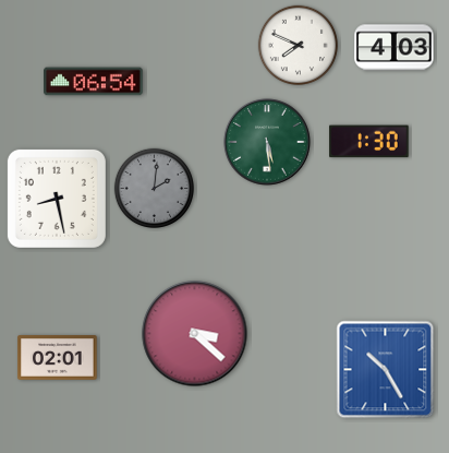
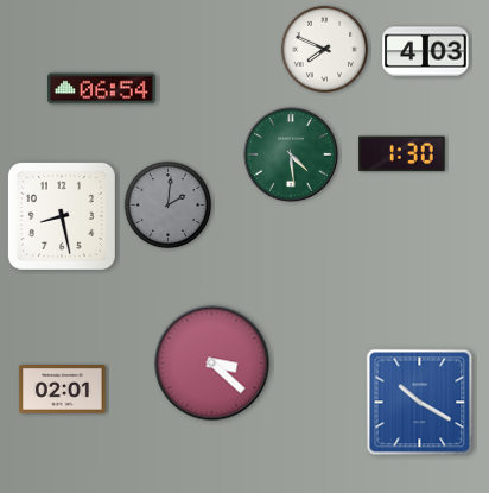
clock at (395, 48) position: (395, 48) -> (426, 52)
clock at (267, 142): 5:29 -> 4:29
clock at (386, 370): 10:25 -> 10:20
